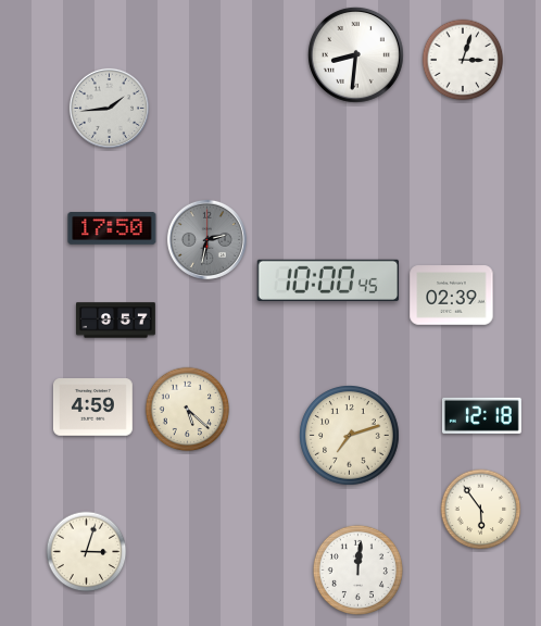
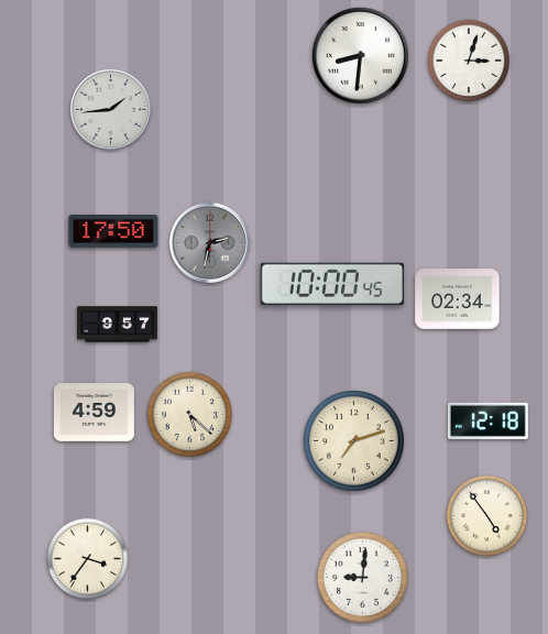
clock at (452, 296): 02:39 -> 02:34
clock at (481, 510): 5:54 -> 4:54
clock at (87, 552): 3:03 -> 3:36
clock at (357, 569): 12:01 -> 9:01
